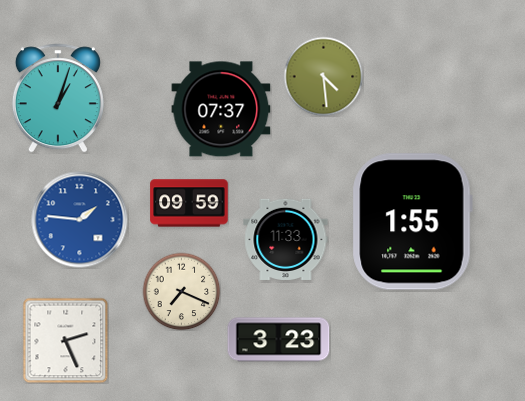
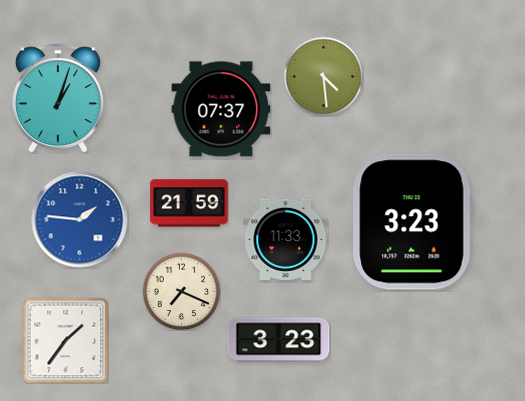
clock at (189, 203): 09:59 -> 21:59
clock at (412, 222): 1:55 -> 3:23
clock at (65, 340): 2:26 -> 1:36
